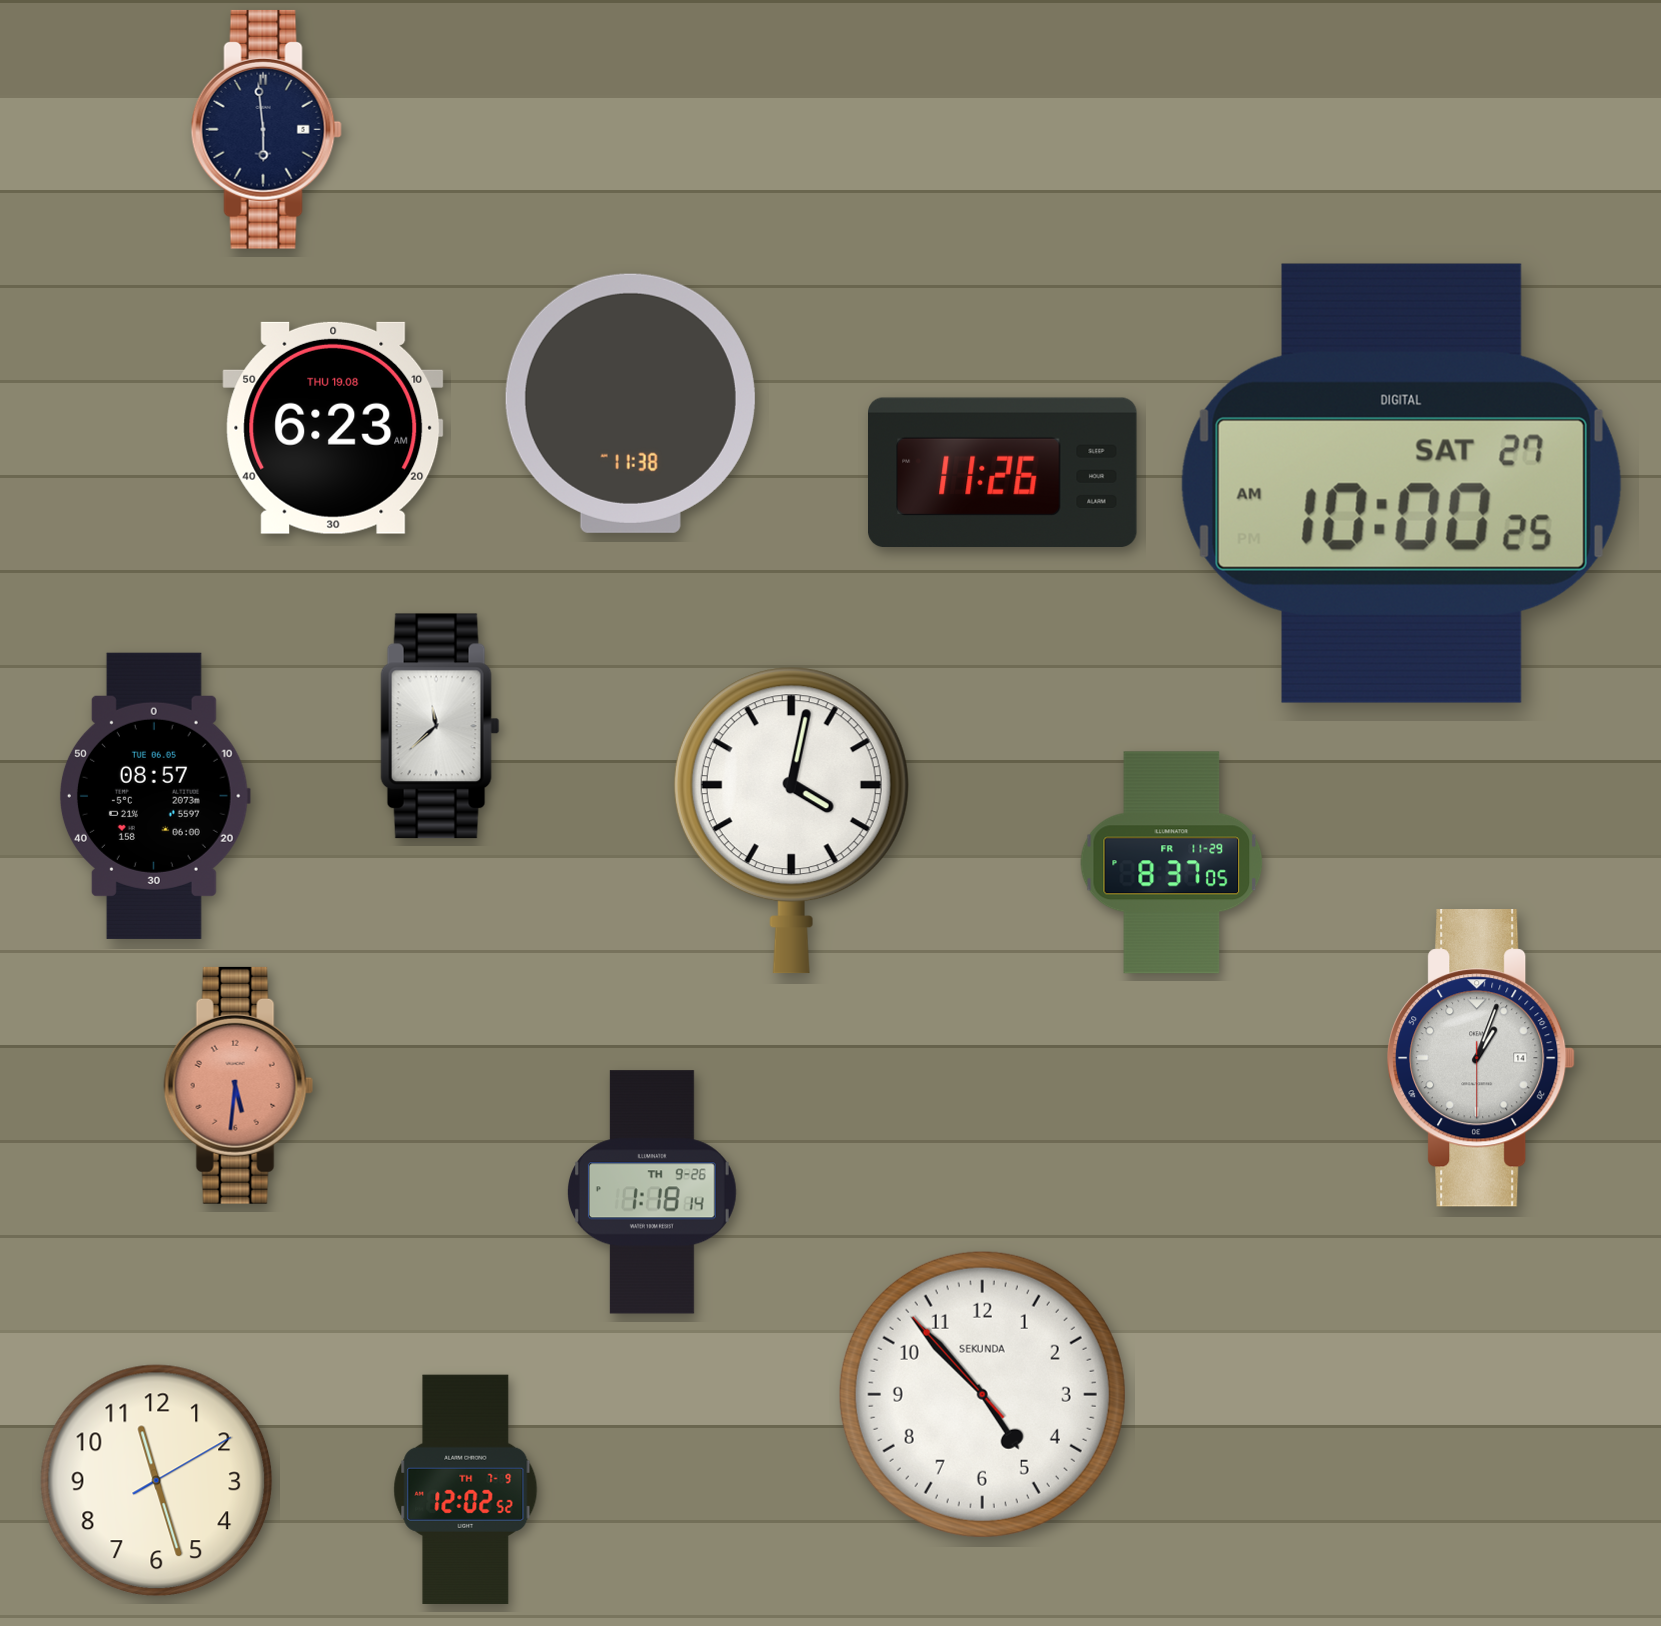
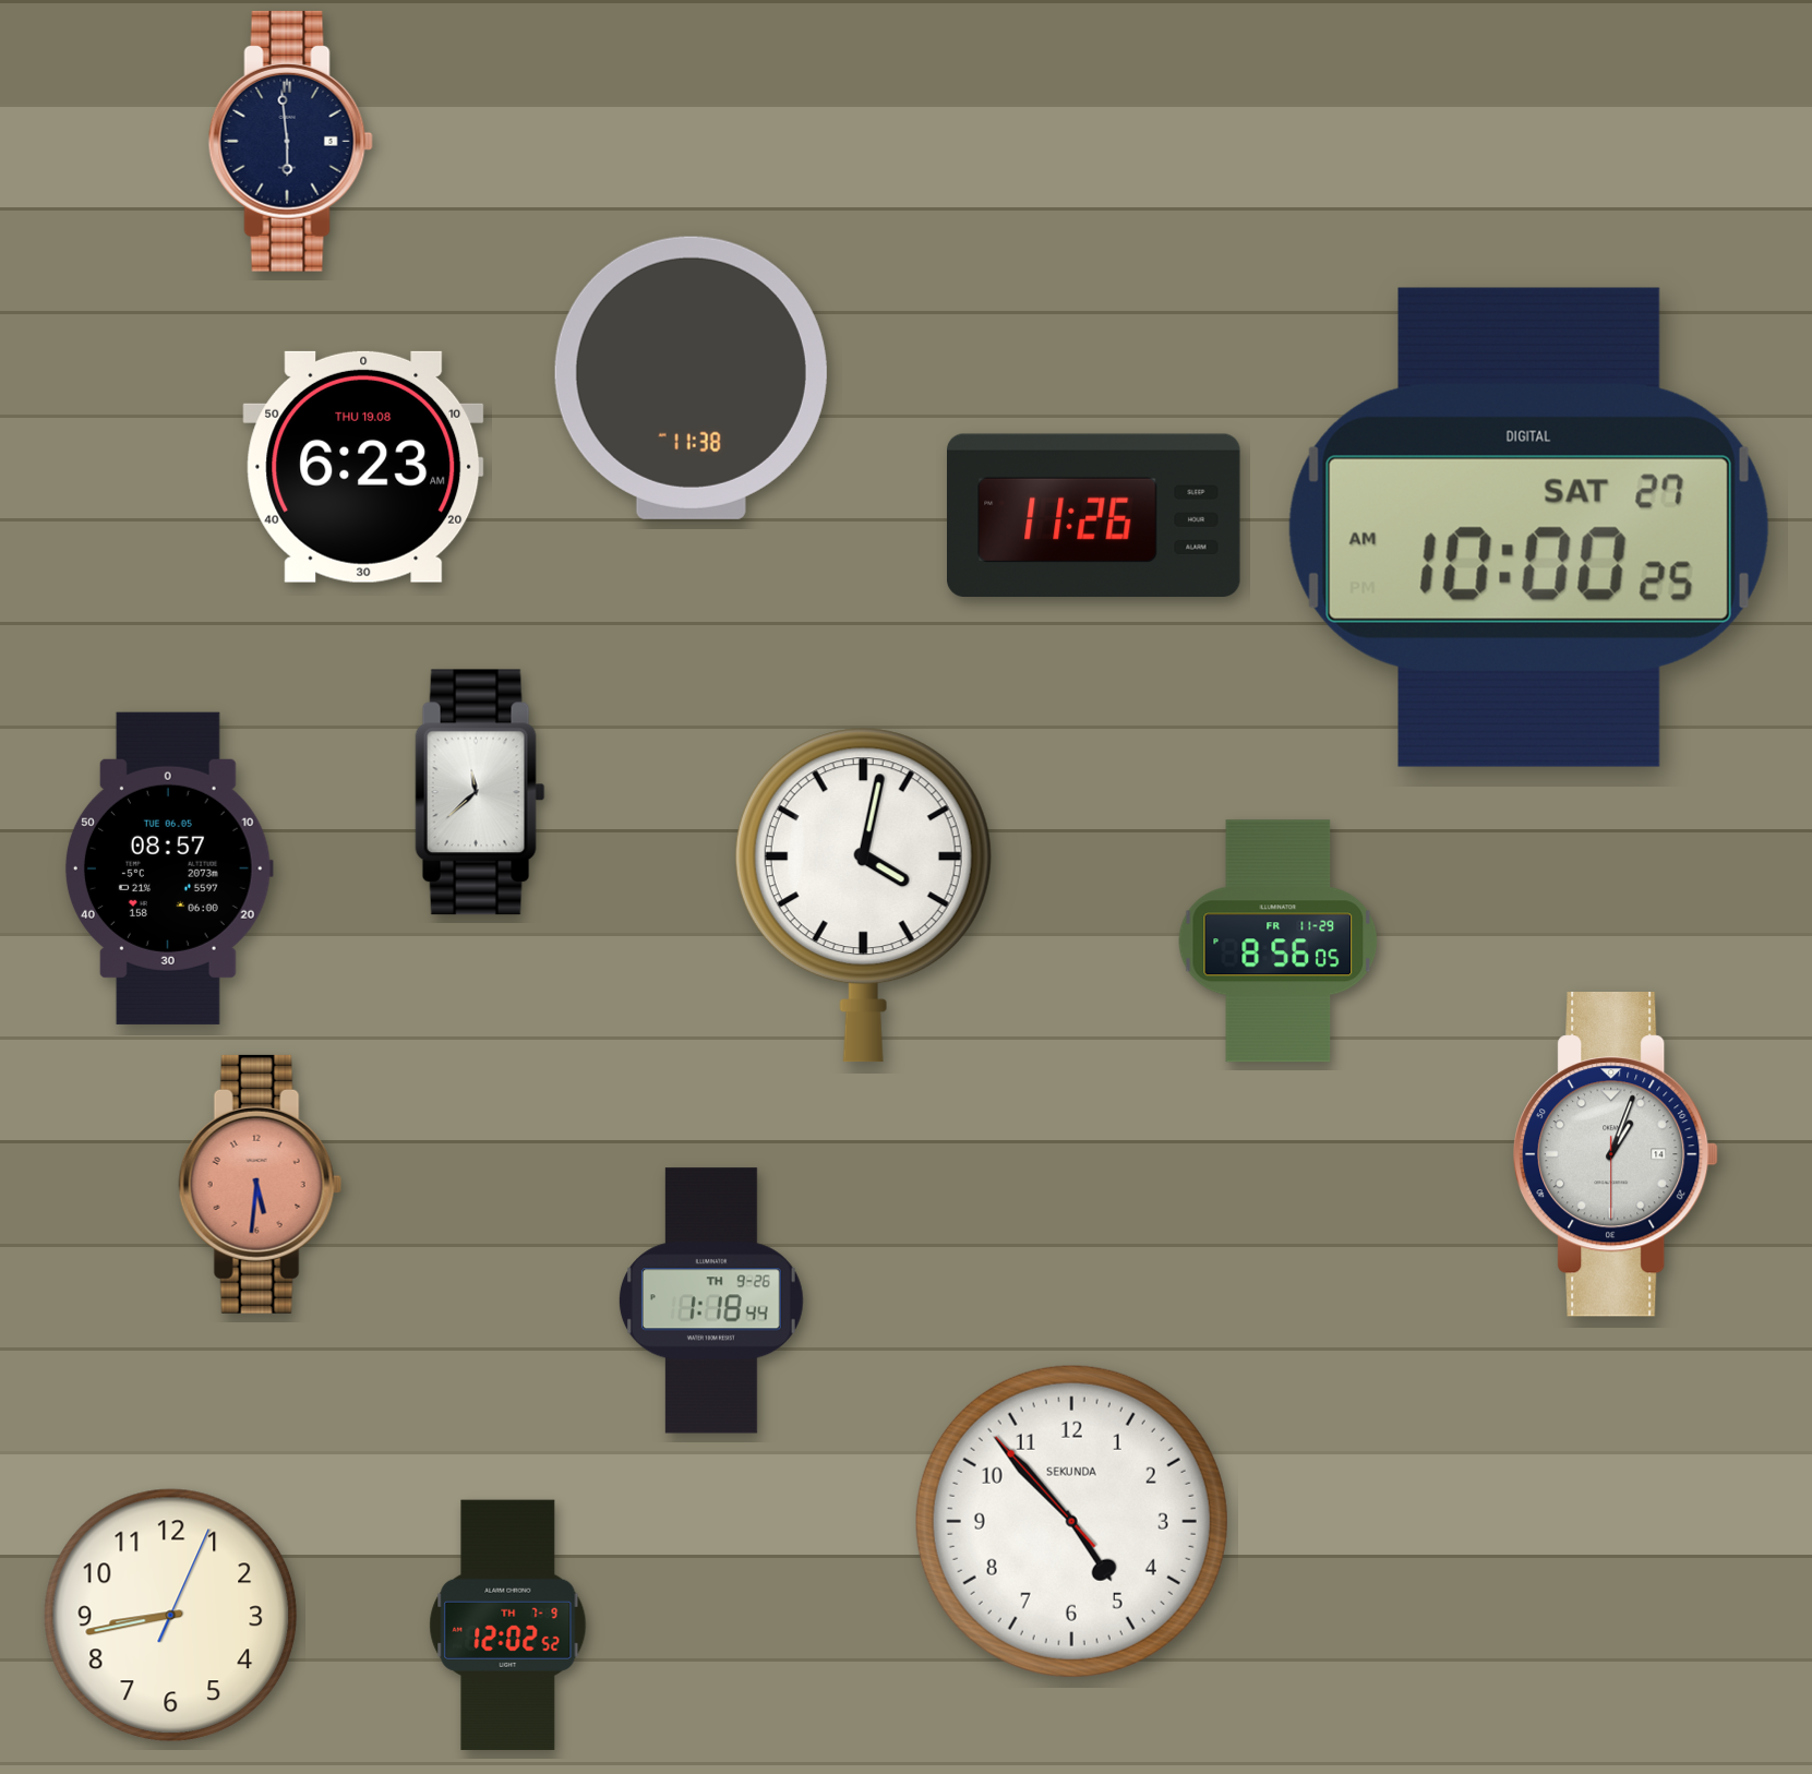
clock at (630, 403) position: (630, 403) -> (691, 377)
clock at (1172, 863): 8:37 -> 8:56
clock at (652, 1192): 1:18:14 -> 1:18:44
clock at (157, 1481): 11:27 -> 8:43
